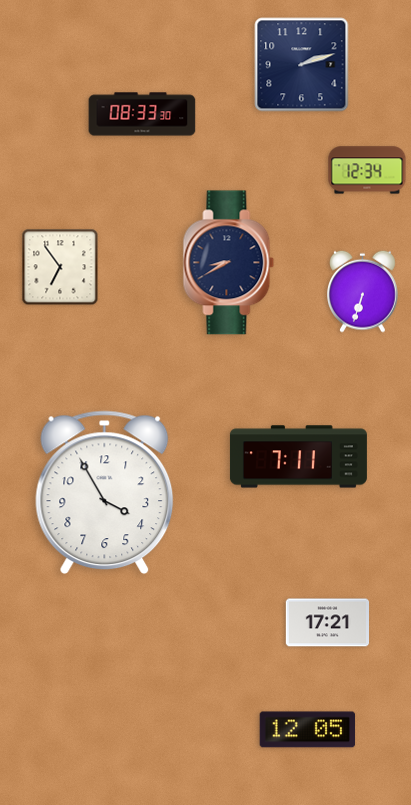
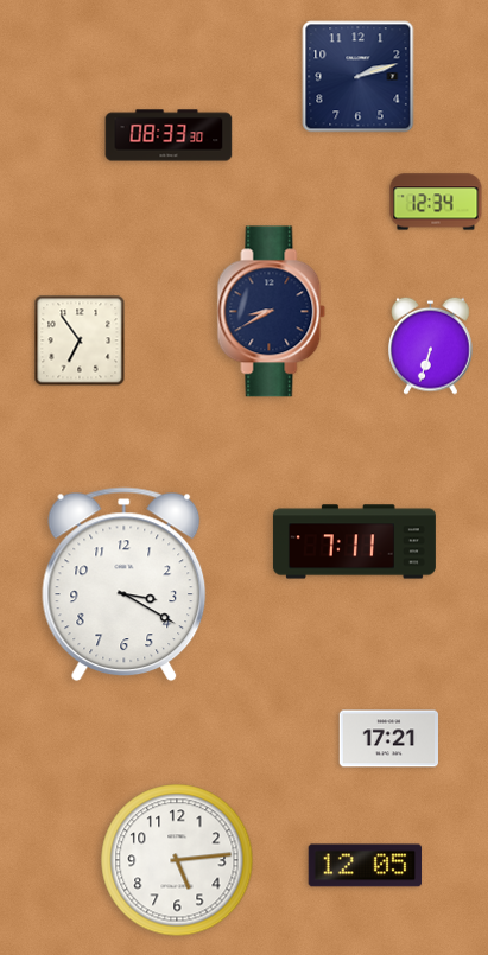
clock at (60, 267) position: (60, 267) -> (80, 340)
clock at (105, 493): 3:55 -> 3:20
clock at (177, 860): none -> 5:14
